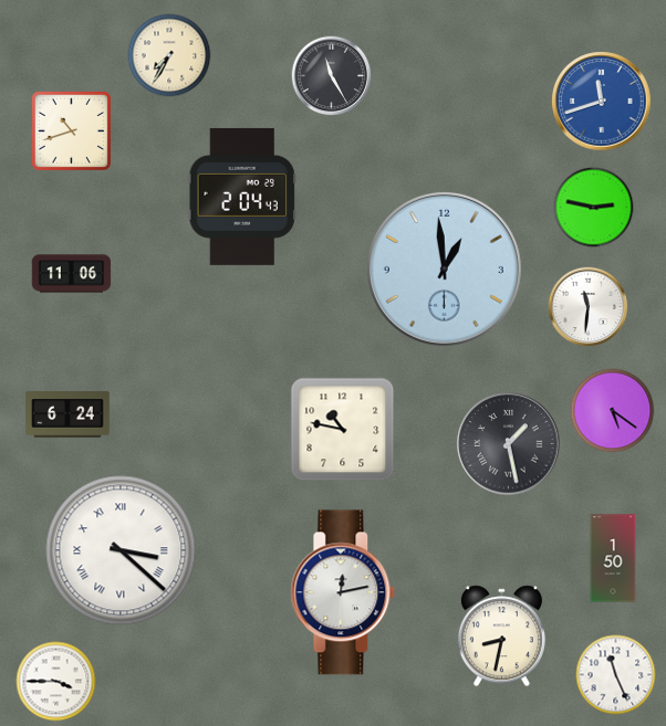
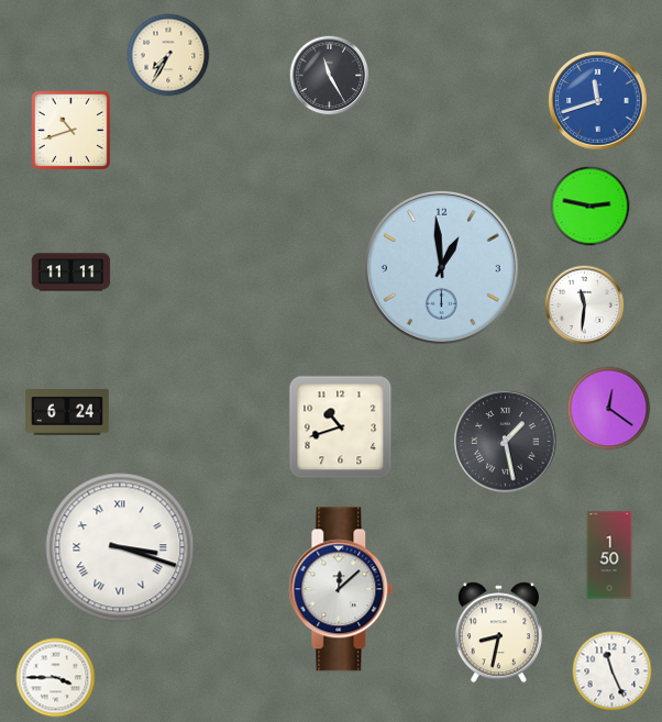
clock at (242, 197): 2:04 -> none
clock at (72, 274): 11:06 -> 11:11
clock at (613, 411): 5:21 -> 12:21
clock at (343, 430): 10:47 -> 10:42
clock at (121, 550): 3:22 -> 3:18
clock at (343, 592): 12:13 -> 12:08
